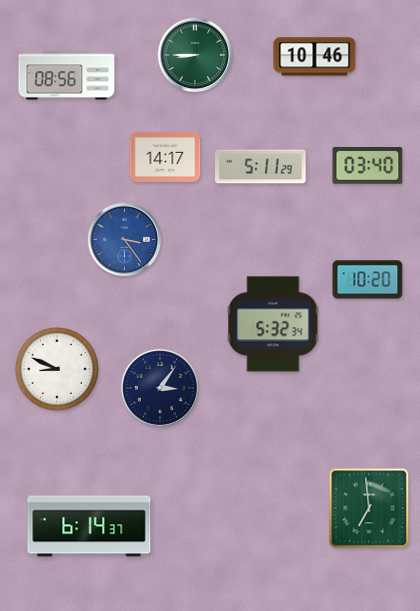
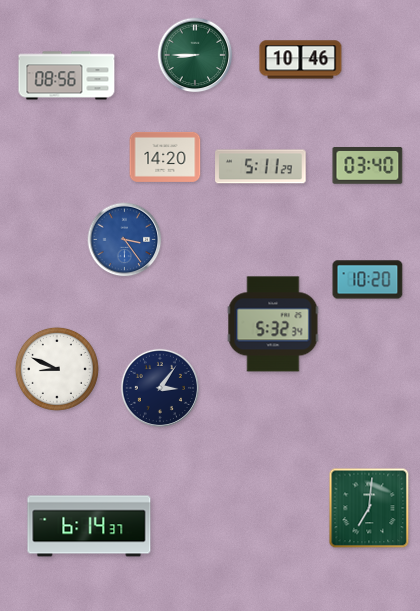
clock at (315, 57) position: (315, 57) -> (301, 60)
clock at (165, 157): 14:17 -> 14:20
clock at (369, 508): 6:59 -> 7:01
